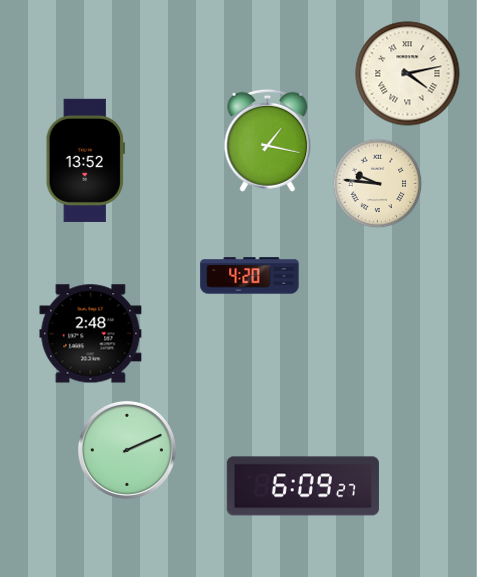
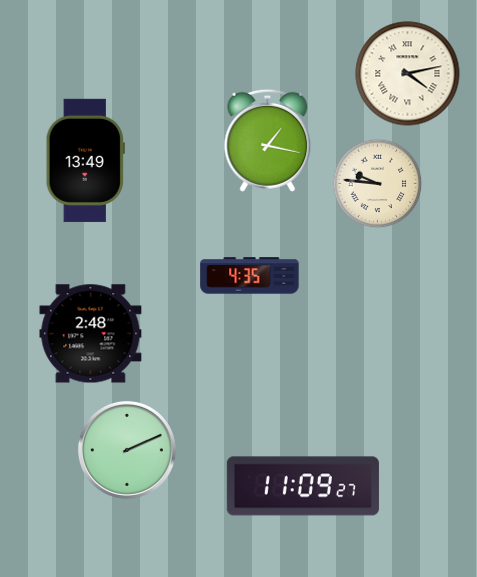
clock at (85, 160): 13:52 -> 13:49
clock at (250, 276): 4:20 -> 4:35
clock at (303, 486): 6:09 -> 11:09
